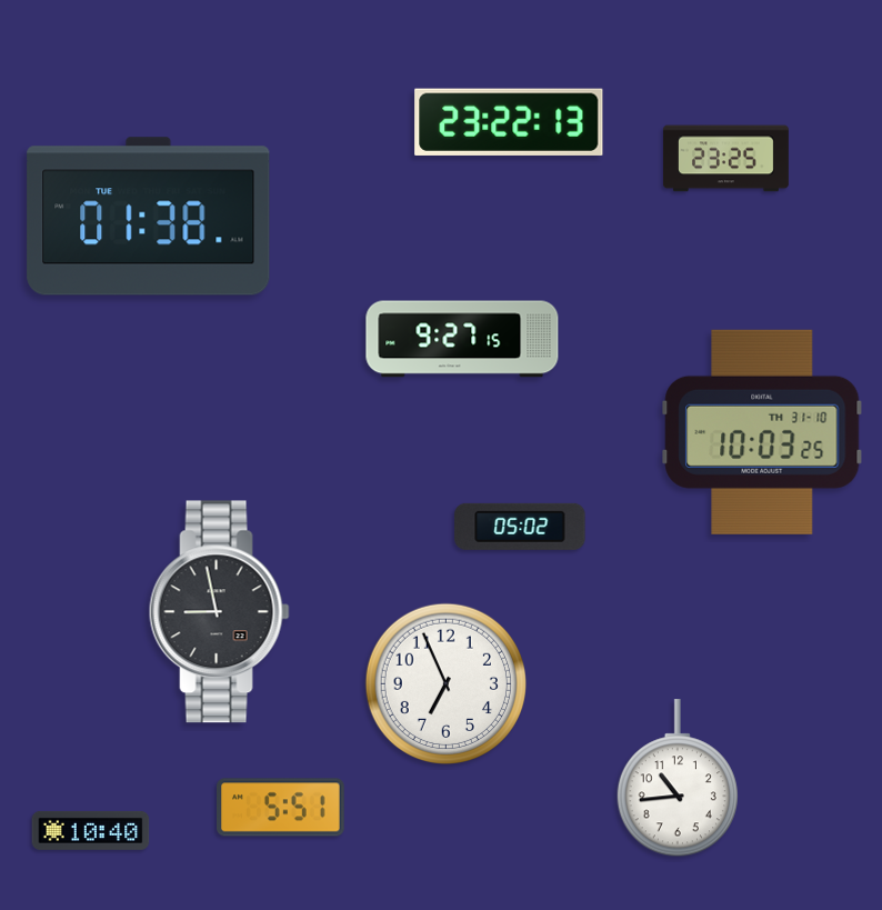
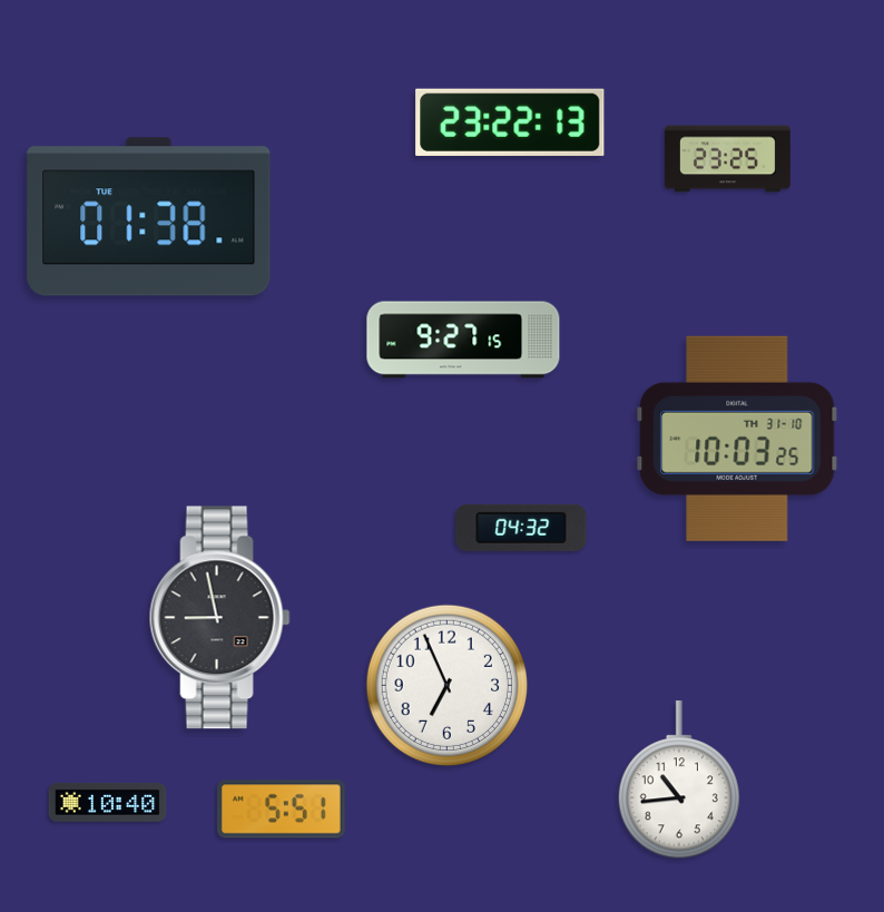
clock at (762, 432) position: (762, 432) -> (737, 439)
clock at (520, 527): 05:02 -> 04:32
clock at (219, 612) position: (219, 612) -> (219, 618)
clock at (91, 830) position: (91, 830) -> (108, 802)
